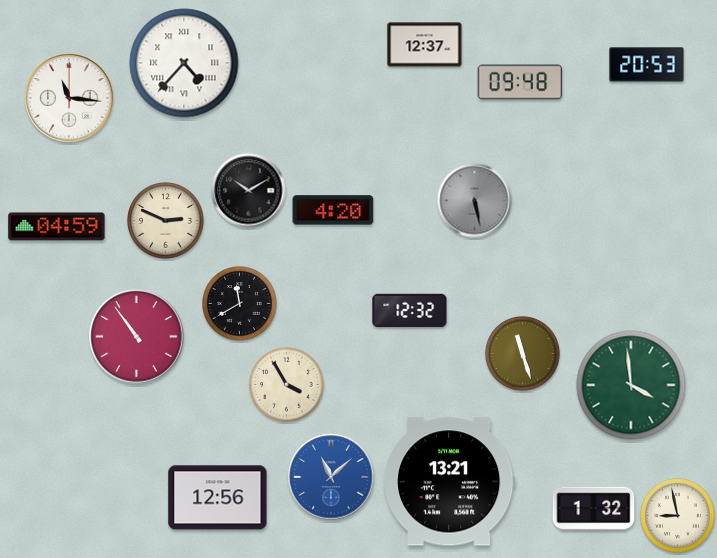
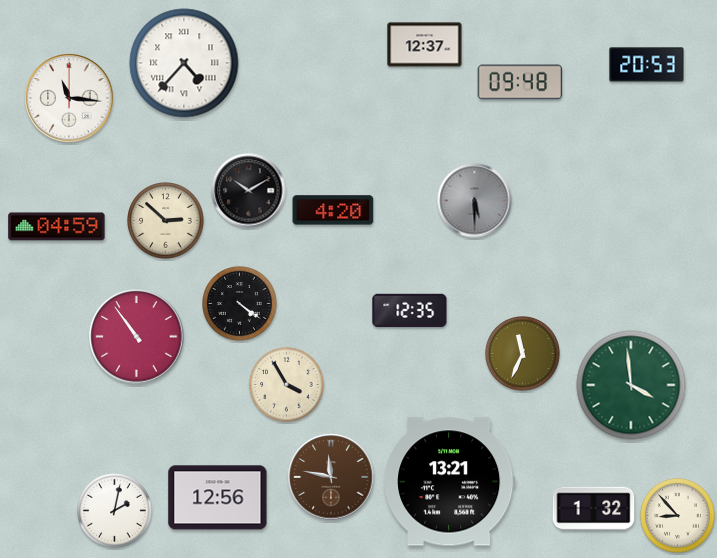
clock at (475, 201): 5:28 -> 5:30
clock at (166, 221): 2:49 -> 2:52
clock at (240, 304): 11:40 -> 4:21
clock at (410, 311): 12:32 -> 12:35
clock at (523, 354): 11:27 -> 11:34
clock at (331, 477): 11:08 -> 11:47
clock at (331, 477) dial: blue -> brown
clock at (115, 511): none -> 2:02
clock at (678, 516): 8:58 -> 8:53
